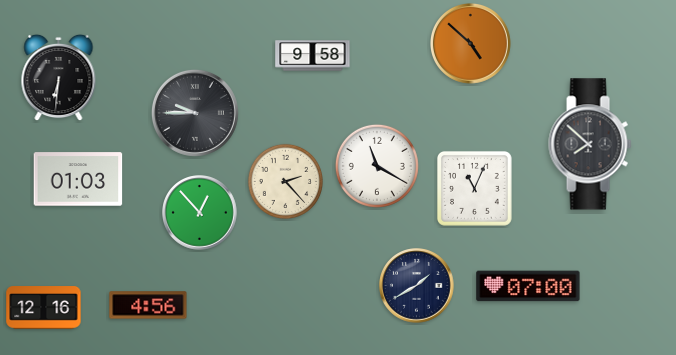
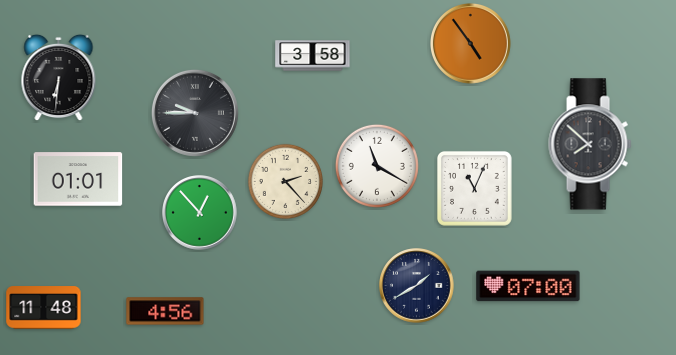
clock at (471, 44): 4:52 -> 4:54
clock at (313, 56): 9:58 -> 3:58
clock at (78, 179): 01:03 -> 01:01
clock at (148, 305) position: (148, 305) -> (165, 311)
clock at (44, 308): 12:16 -> 11:48
